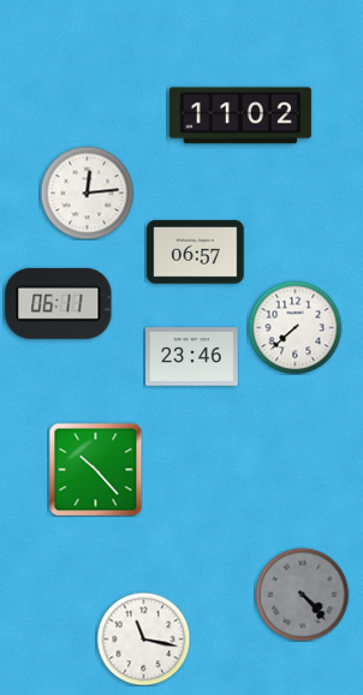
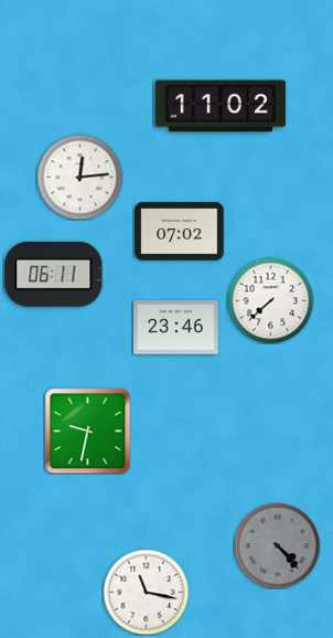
clock at (196, 253): 06:57 -> 07:02
clock at (59, 303) position: (59, 303) -> (54, 274)
clock at (95, 469): 10:23 -> 9:32
clock at (143, 638) position: (143, 638) -> (146, 592)
